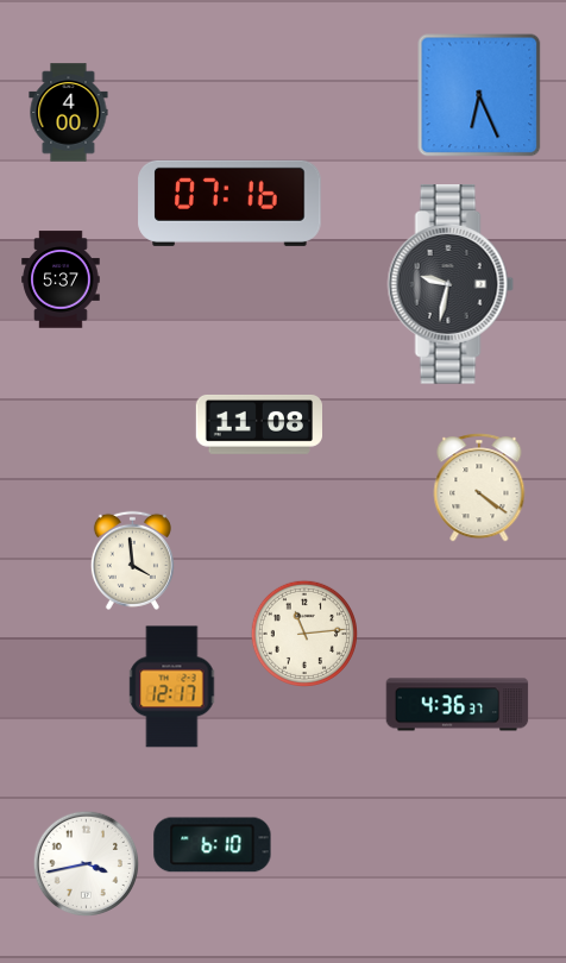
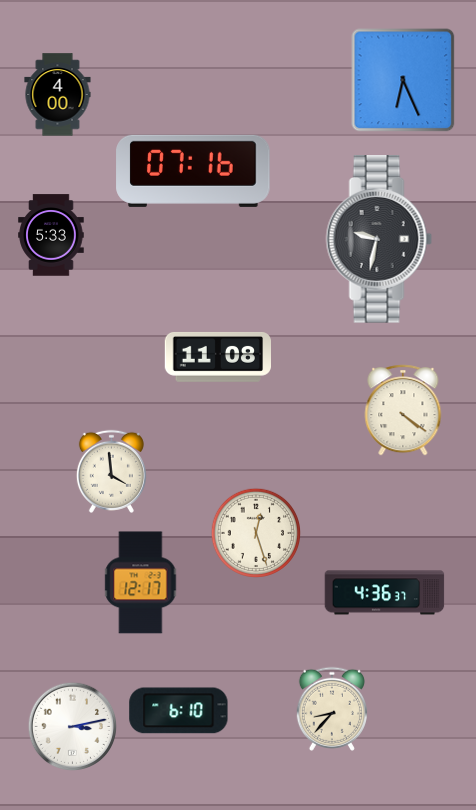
clock at (61, 279): 5:37 -> 5:33
clock at (303, 632): 11:14 -> 12:27
clock at (172, 687) position: (172, 687) -> (141, 583)
clock at (332, 709): none -> 8:37
clock at (86, 863): 3:43 -> 3:13
